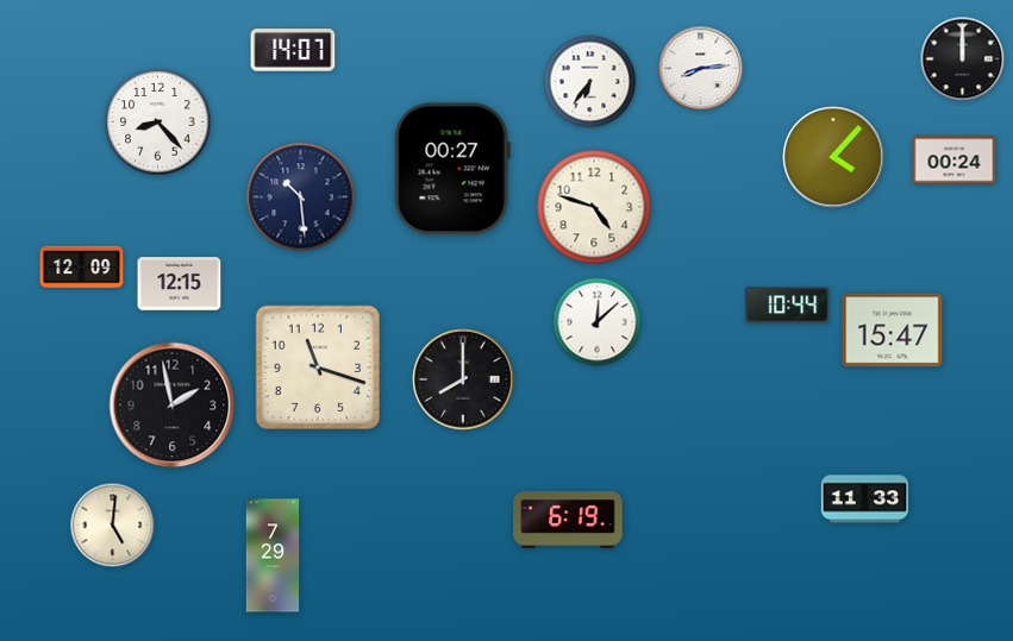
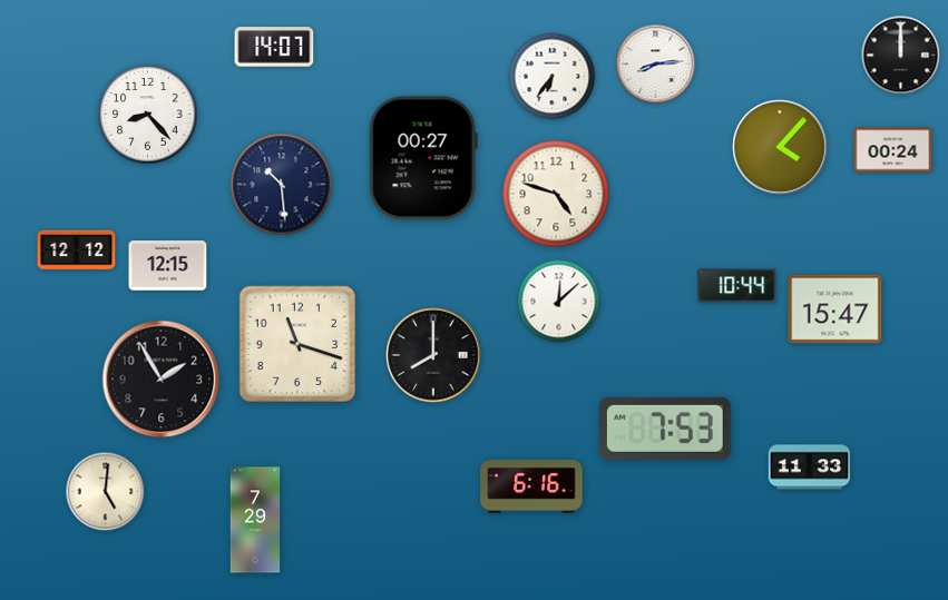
clock at (82, 268): 12:09 -> 12:12
clock at (173, 406): 1:58 -> 1:55
clock at (665, 429): none -> 7:53
clock at (568, 521): 6:19 -> 6:16
